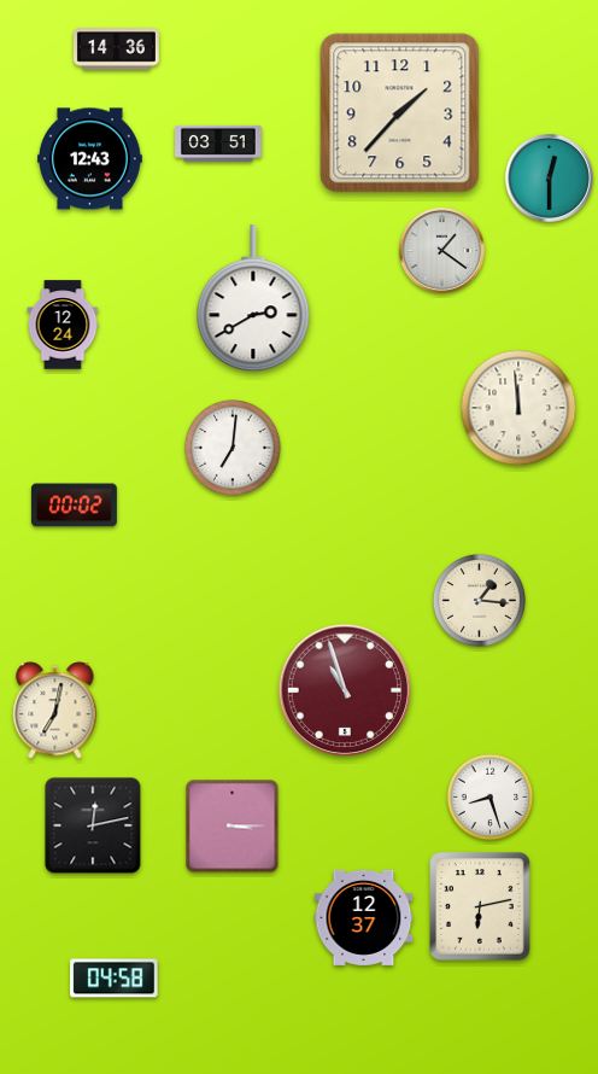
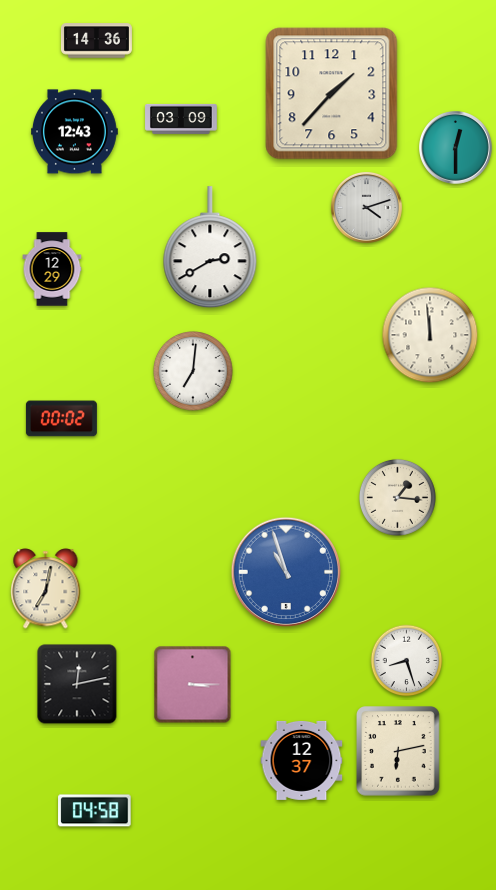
clock at (218, 144): 03:51 -> 03:09
clock at (441, 250): 1:21 -> 4:12
clock at (63, 325): 12:24 -> 12:29
clock at (518, 408) position: (518, 408) -> (430, 335)
clock at (345, 690) dial: burgundy -> blue
